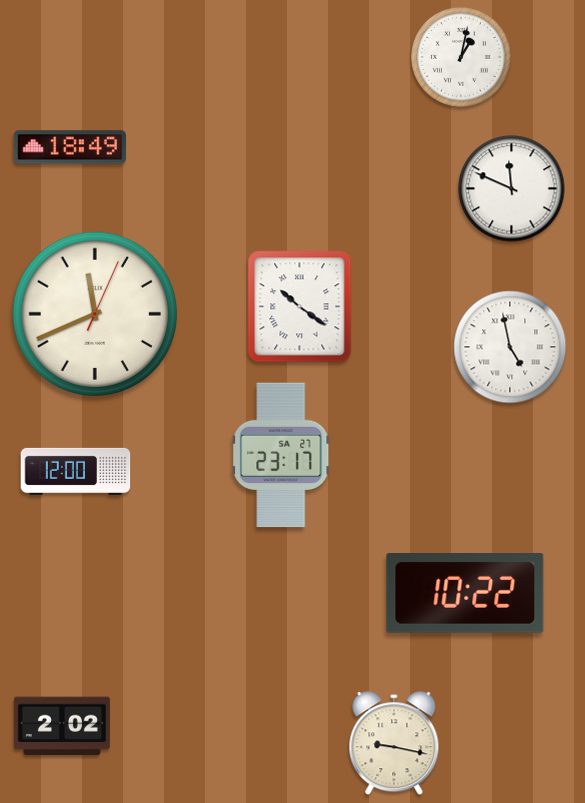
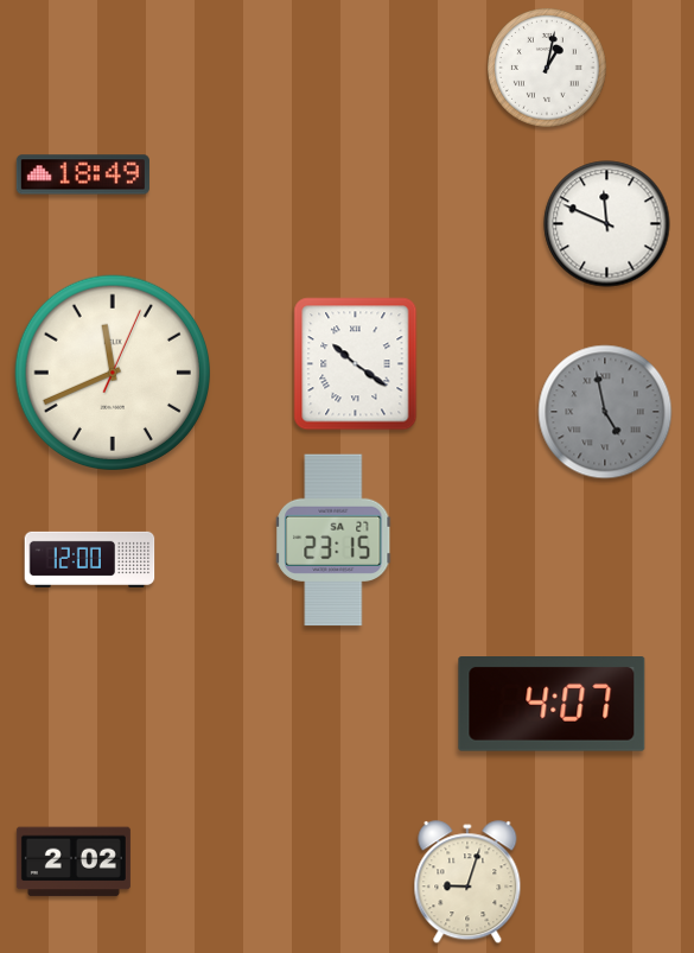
clock at (510, 347) dial: white -> grey
clock at (282, 455): 23:17 -> 23:15
clock at (465, 594): 10:22 -> 4:07
clock at (394, 744): 9:17 -> 9:03
